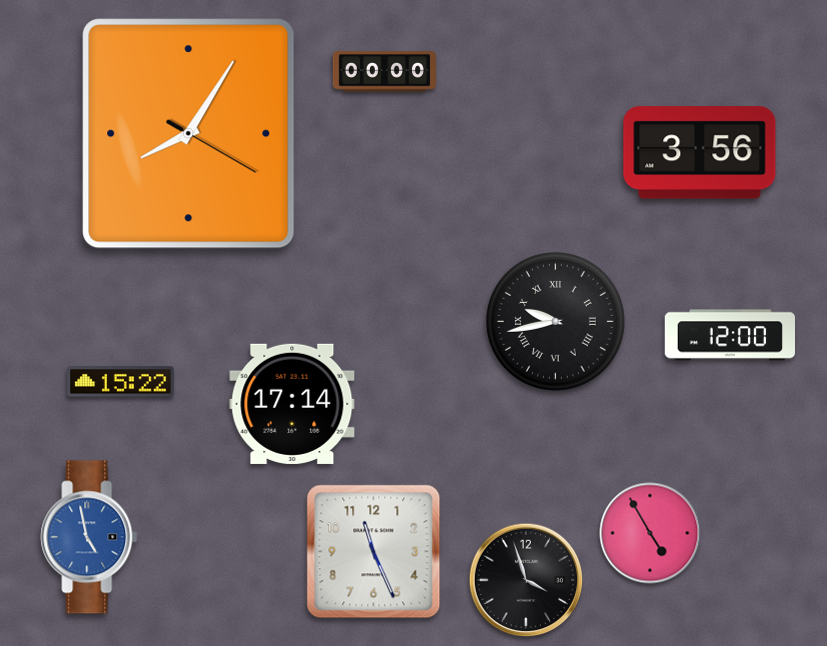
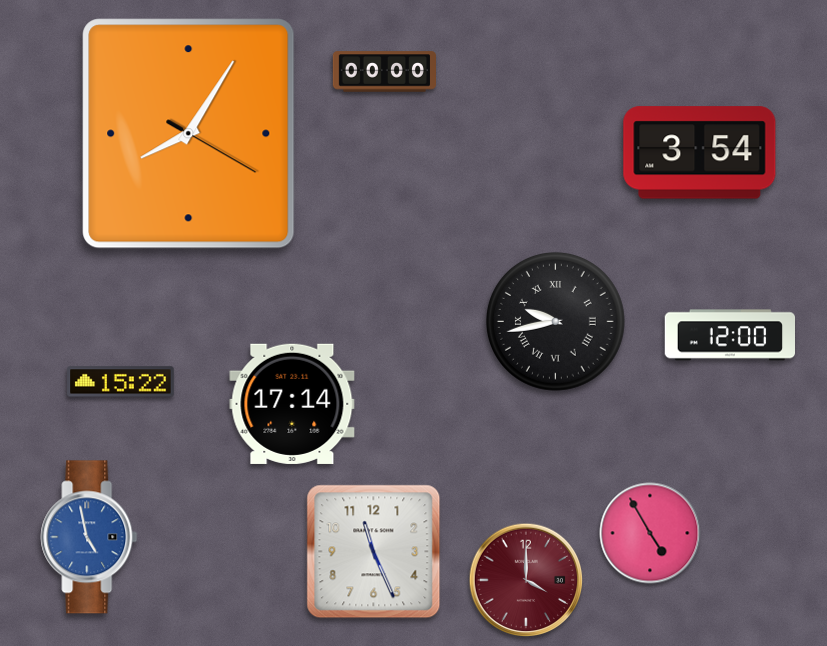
clock at (700, 153): 3:56 -> 3:54
clock at (526, 580): 3:57 -> 4:00
clock at (526, 580) dial: black -> burgundy
